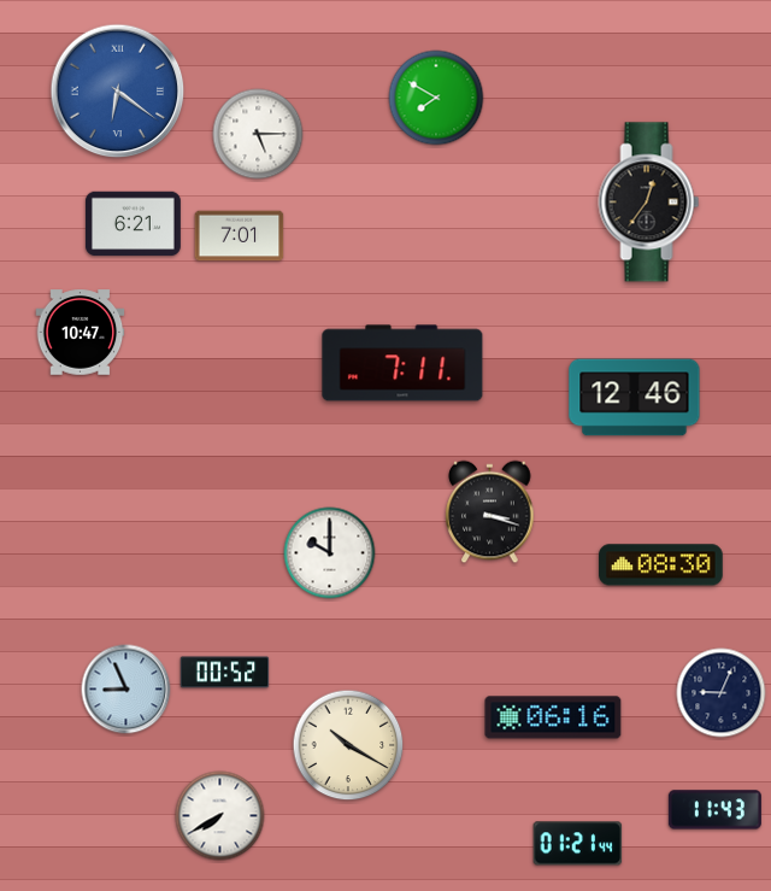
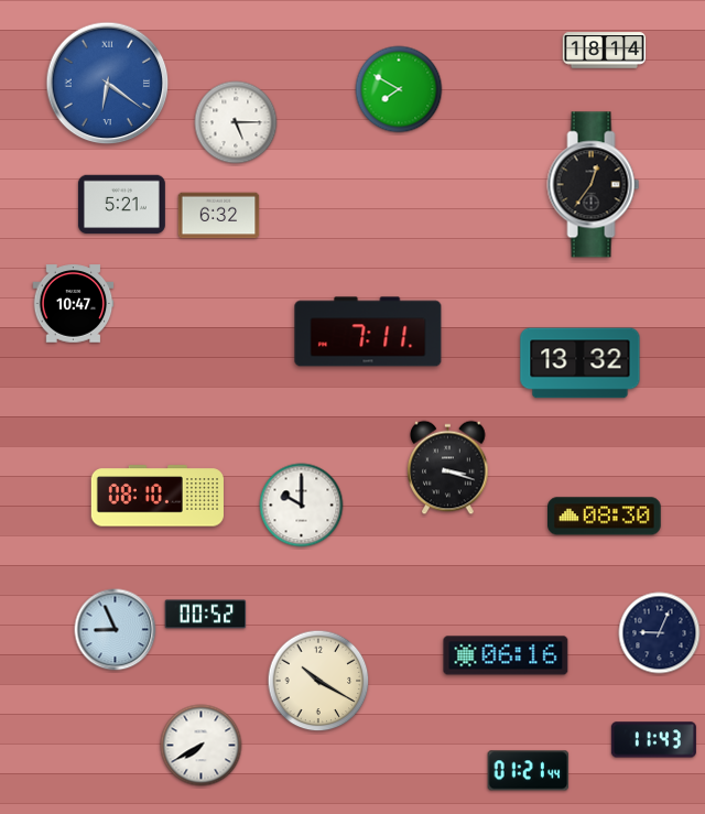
clock at (605, 51): none -> 18:14
clock at (133, 224): 6:21 -> 5:21
clock at (240, 236): 7:01 -> 6:32
clock at (635, 398): 12:46 -> 13:32
clock at (158, 496): none -> 08:10
